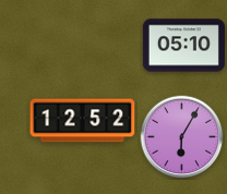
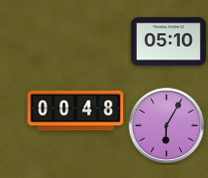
clock at (83, 121): 12:52 -> 00:48
